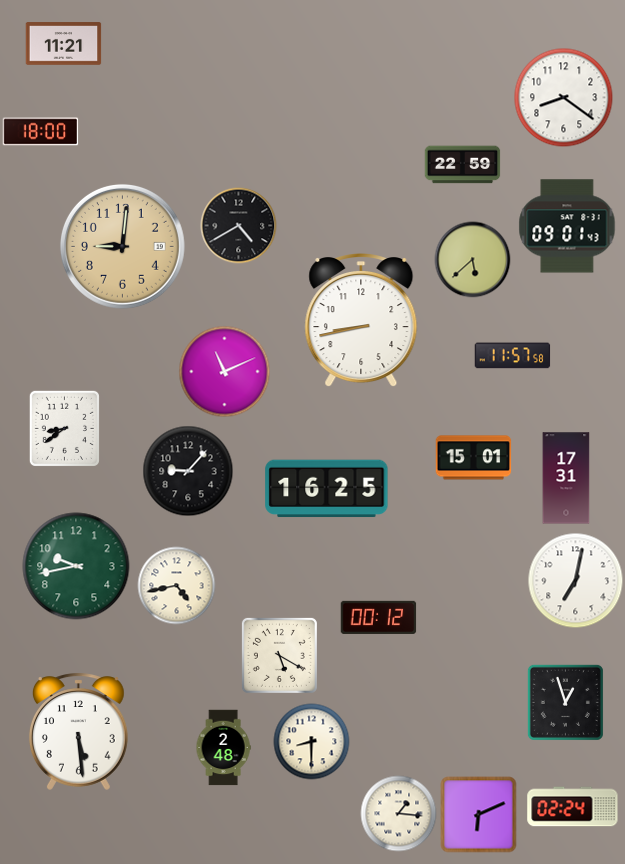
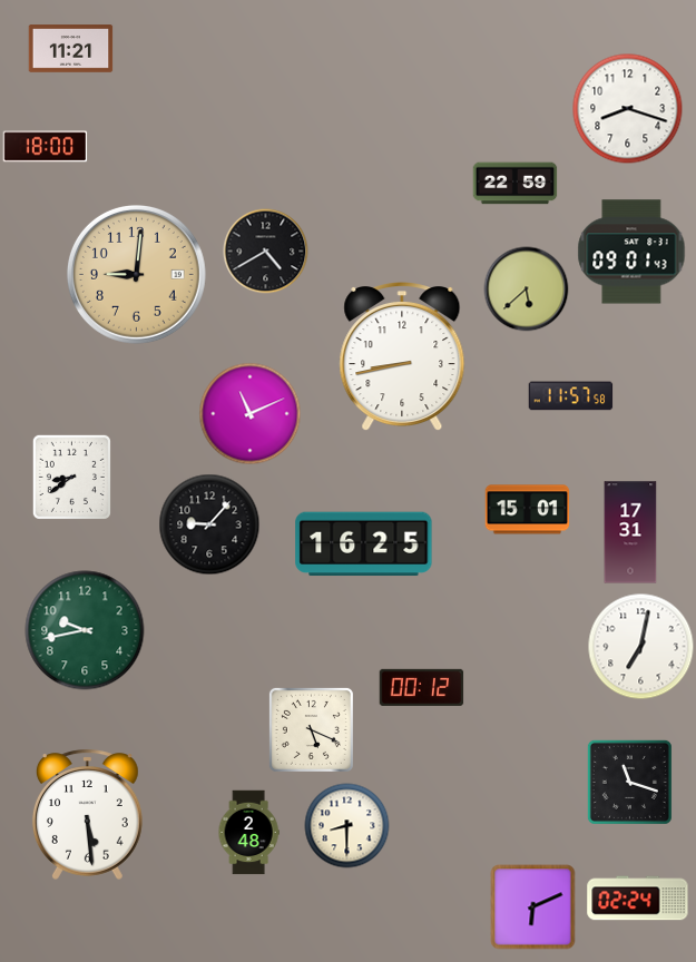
clock at (564, 98): 8:21 -> 8:18
clock at (177, 586): 4:43 -> none
clock at (279, 655): 5:20 -> 5:19
clock at (565, 702): 12:57 -> 11:18
clock at (399, 814): 1:16 -> none
